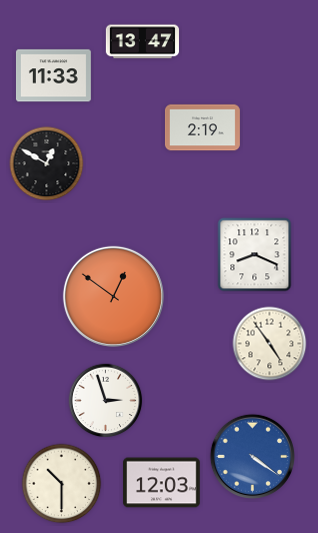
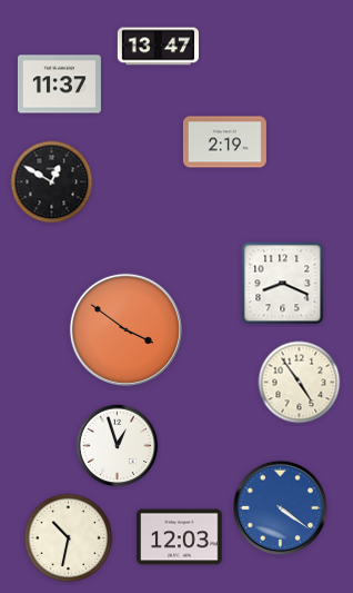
clock at (53, 76): 11:33 -> 11:37
clock at (113, 296): 12:51 -> 3:51
clock at (106, 401): 2:57 -> 12:57
clock at (62, 484): 10:30 -> 10:32
